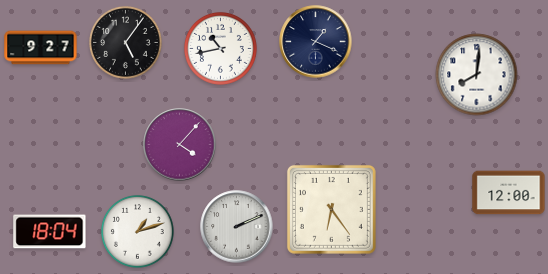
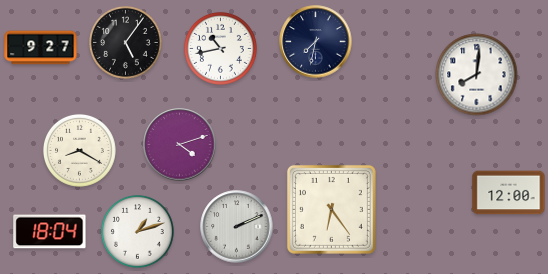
clock at (316, 42): 1:19 -> 7:32
clock at (180, 145): 4:07 -> 4:12
clock at (79, 150): none -> 8:20
